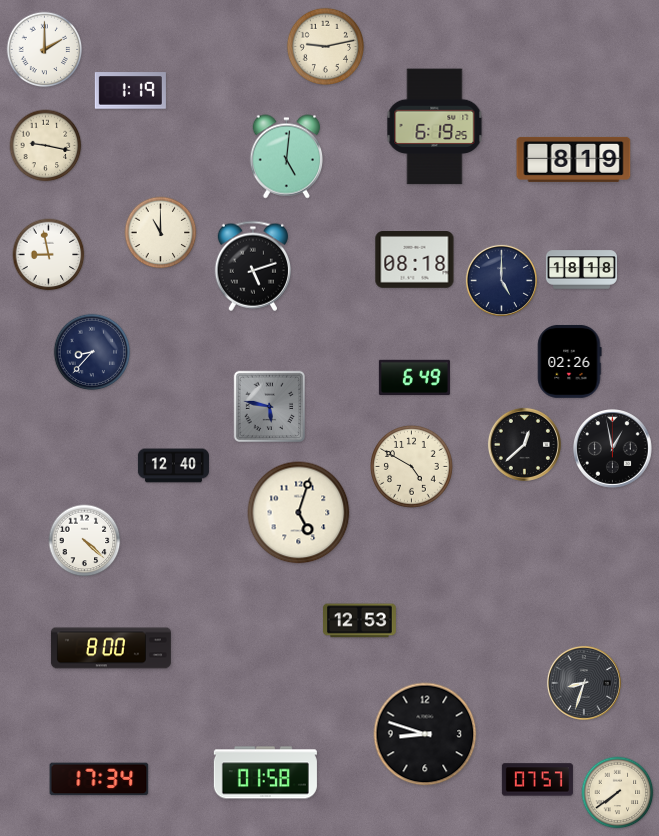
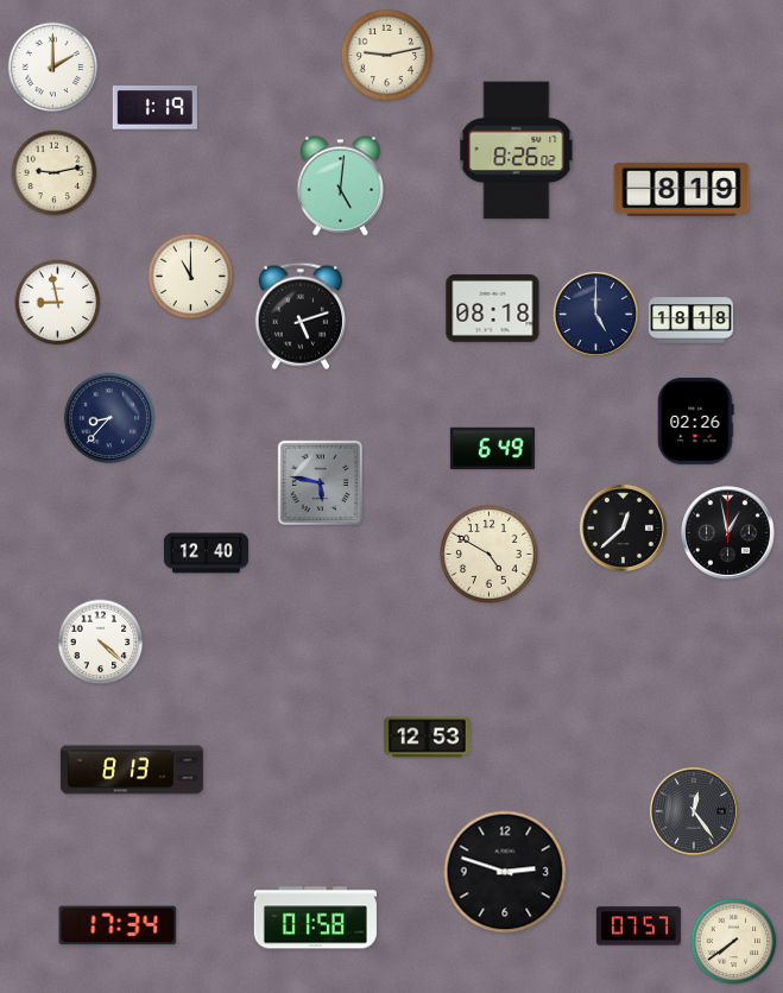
clock at (45, 50) position: (45, 50) -> (53, 68)
clock at (435, 127): 6:19 -> 8:26
clock at (46, 146): 9:17 -> 9:13
clock at (501, 280) position: (501, 280) -> (595, 314)
clock at (570, 361) position: (570, 361) -> (696, 420)
clock at (299, 513): 5:03 -> none
clock at (111, 648): 8:00 -> 8:13
clock at (584, 683): 8:33 -> 12:24
clock at (425, 734): 8:48 -> 2:48
